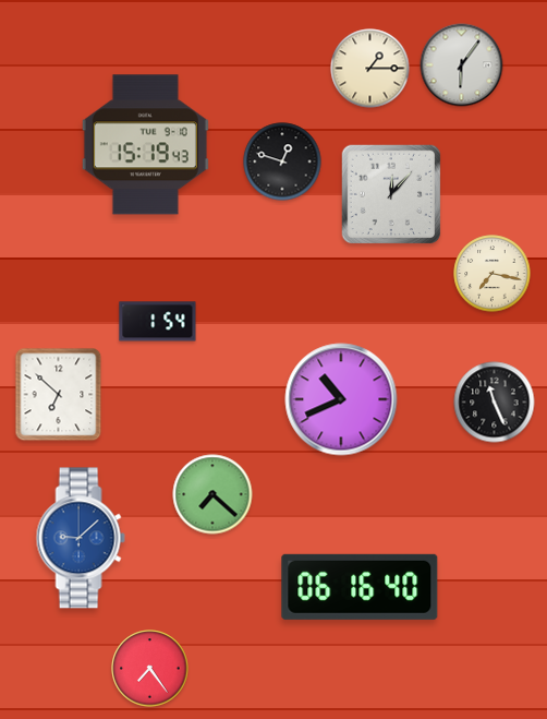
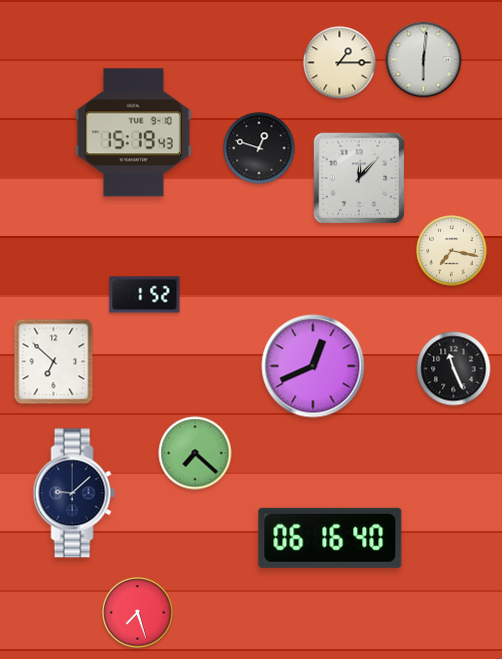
clock at (462, 65): 6:06 -> 6:01
clock at (158, 322): 1:54 -> 1:52
clock at (341, 399): 10:41 -> 12:41
clock at (81, 538) dial: blue -> navy
clock at (150, 669): 7:24 -> 7:27
